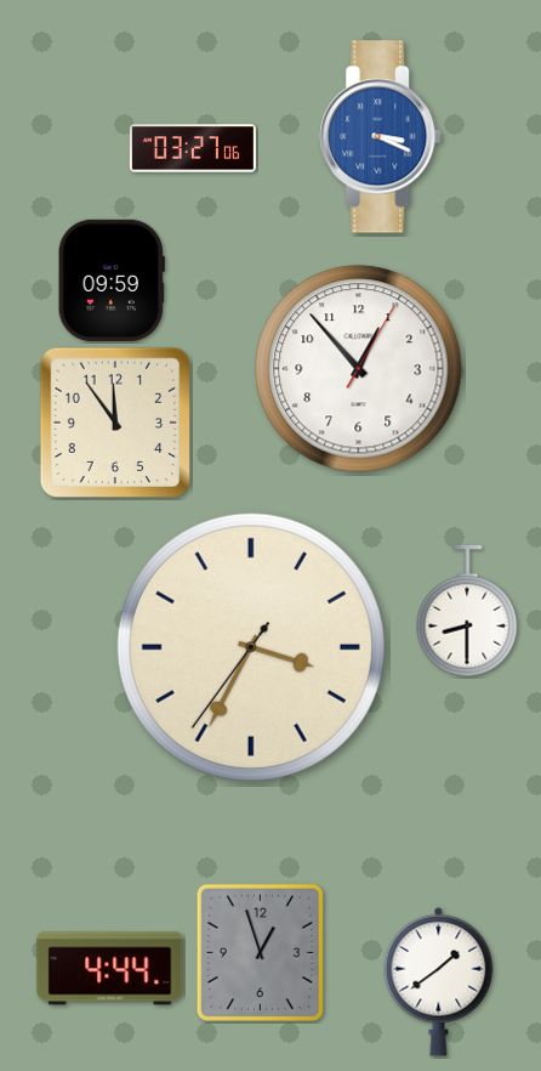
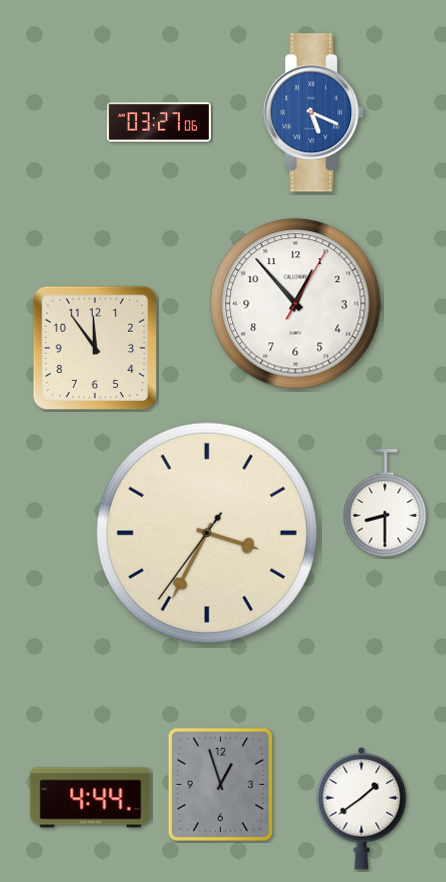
clock at (381, 137): 3:19 -> 5:19
clock at (112, 280): 09:59 -> none
clock at (260, 952) position: (260, 952) -> (220, 784)
